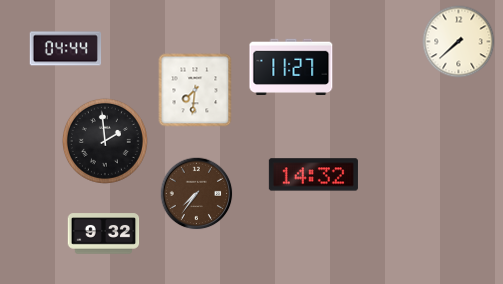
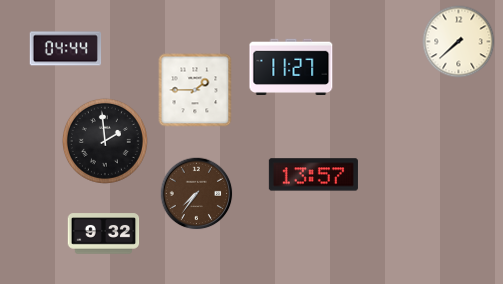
clock at (195, 90): 7:31 -> 1:45
clock at (313, 175): 14:32 -> 13:57
